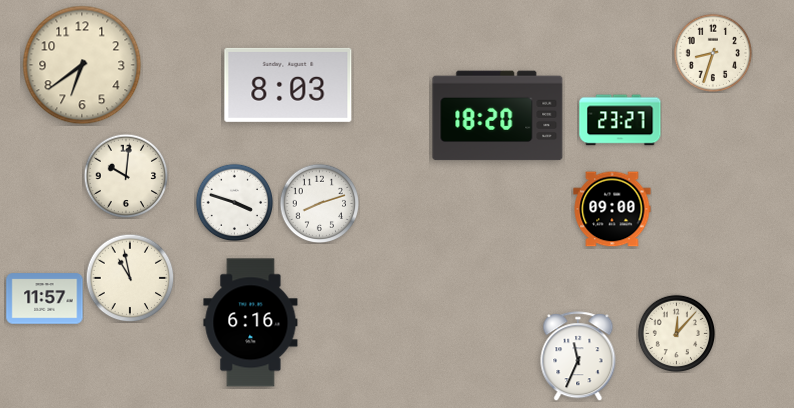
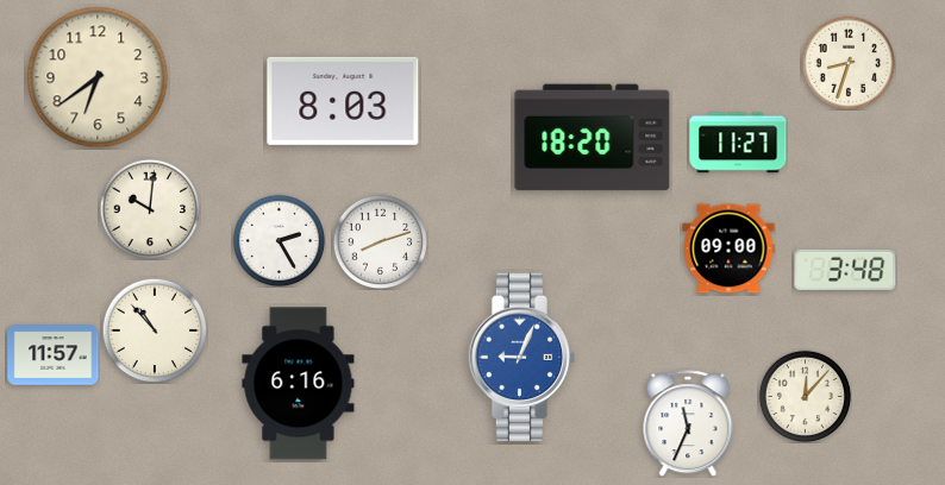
clock at (620, 120): 23:27 -> 11:27
clock at (234, 202): 3:48 -> 2:25
clock at (845, 270): none -> 3:48
clock at (130, 278): 10:58 -> 10:53
clock at (522, 358): none -> 9:04
